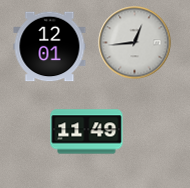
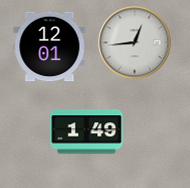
clock at (87, 132): 11:49 -> 1:49
